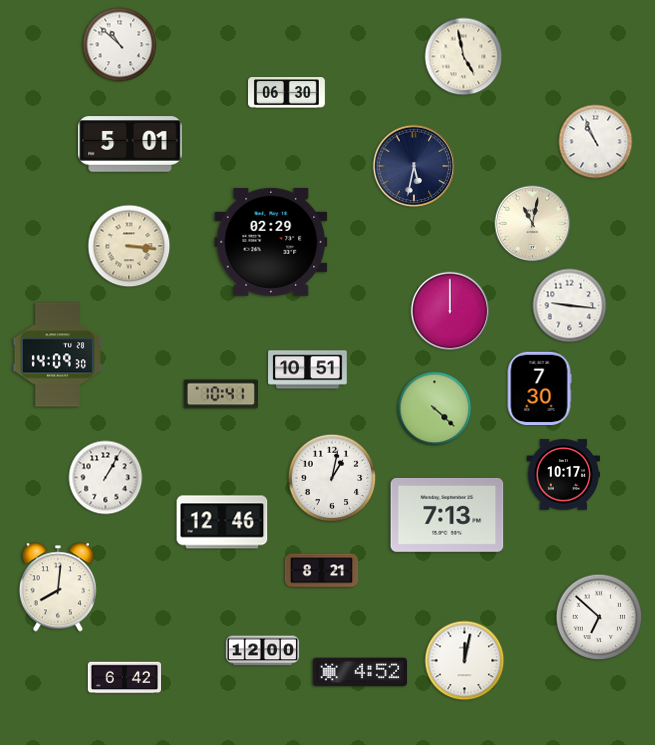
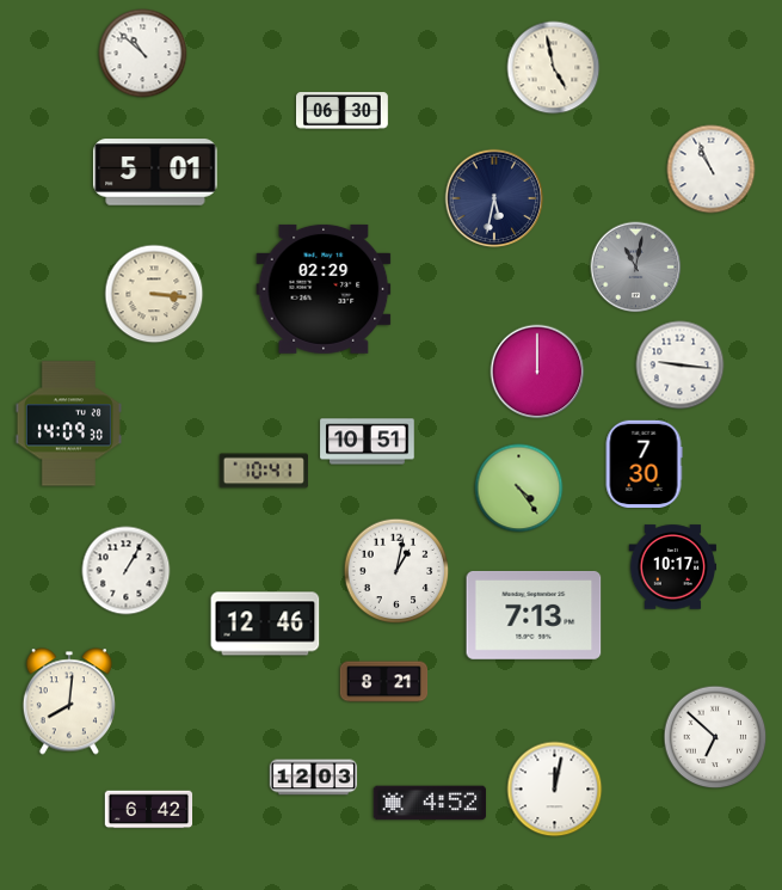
clock at (533, 224) dial: cream -> grey
clock at (435, 409): 4:22 -> 4:24
clock at (263, 651): 12:00 -> 12:03
